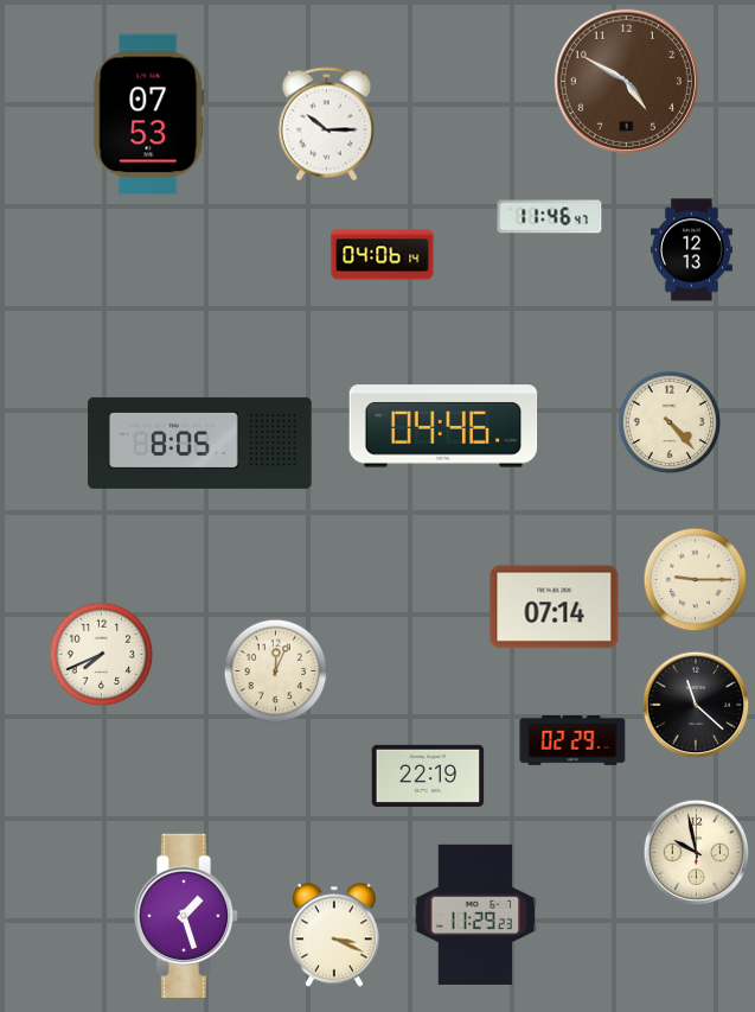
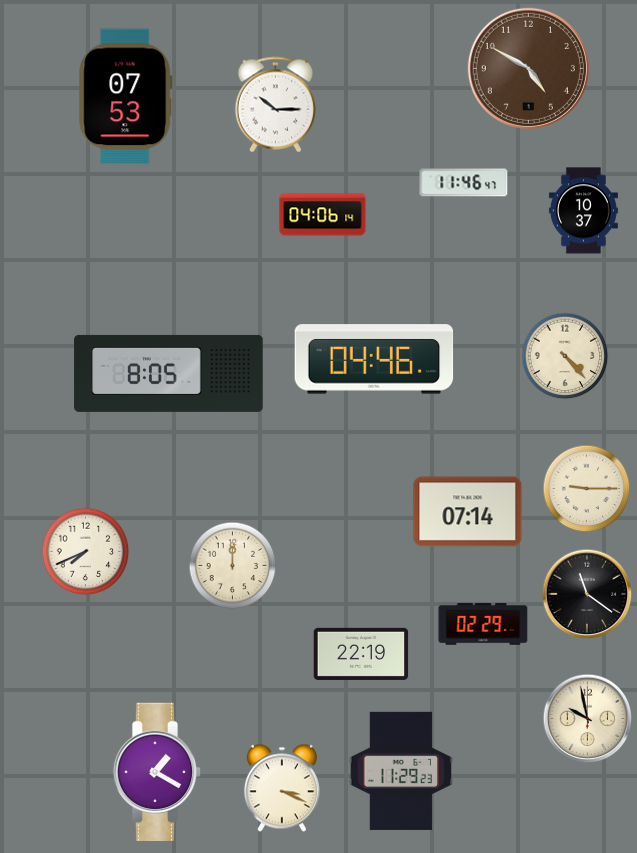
clock at (691, 250): 12:13 -> 10:37
clock at (276, 672): 12:04 -> 12:00
clock at (696, 705): 11:22 -> 11:21
clock at (186, 915): 1:27 -> 1:20
